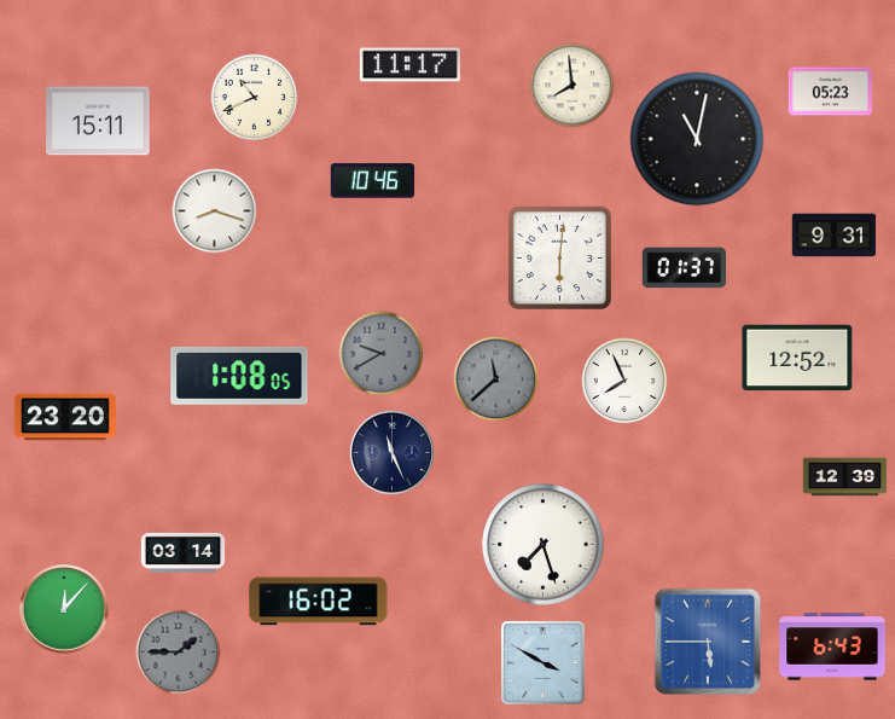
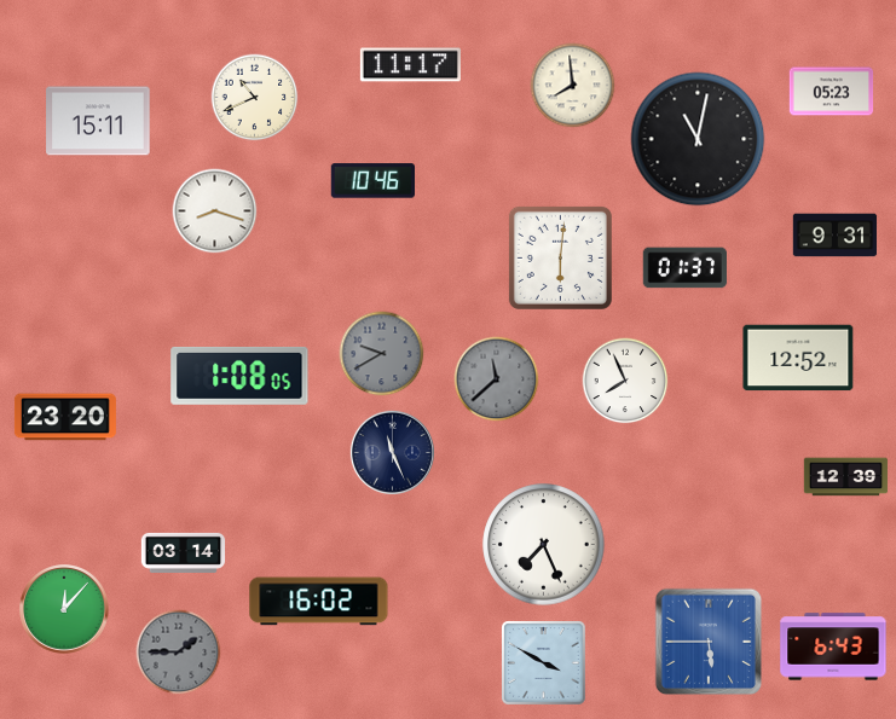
clock at (544, 545): 7:27 -> 7:26
